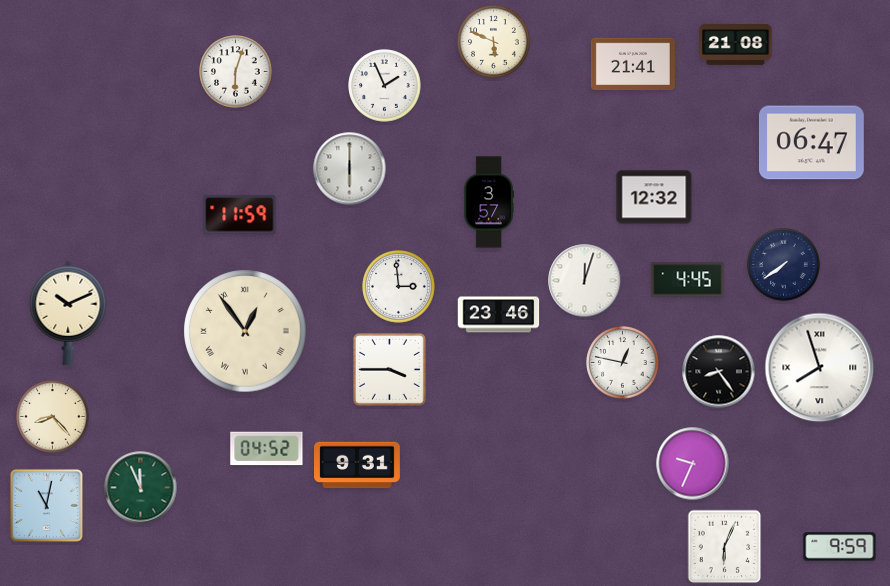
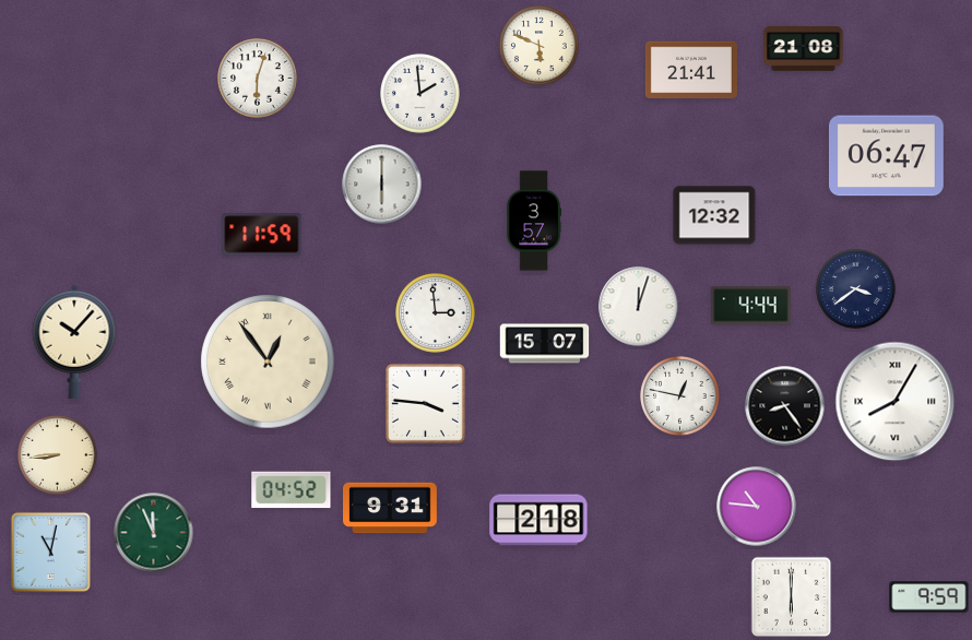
clock at (385, 86): 1:56 -> 1:59
clock at (784, 265): 7:39 -> 3:39
clock at (688, 280): 4:45 -> 4:44
clock at (68, 313): 10:11 -> 10:07
clock at (499, 315): 23:46 -> 15:07
clock at (820, 368): 7:57 -> 8:05
clock at (389, 369): 3:45 -> 3:46
clock at (53, 417): 8:23 -> 8:44
clock at (693, 464): 9:34 -> 10:46
clock at (538, 520): none -> 2:18
clock at (725, 547): 6:04 -> 6:00
clock at (840, 547) position: (840, 547) -> (929, 597)
